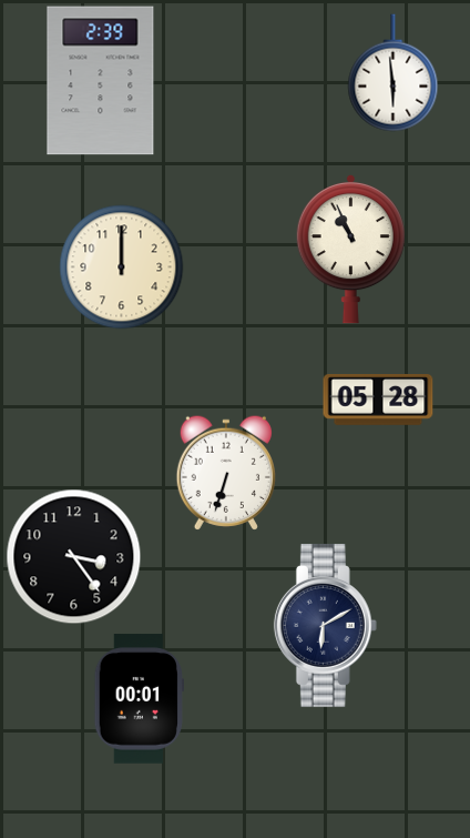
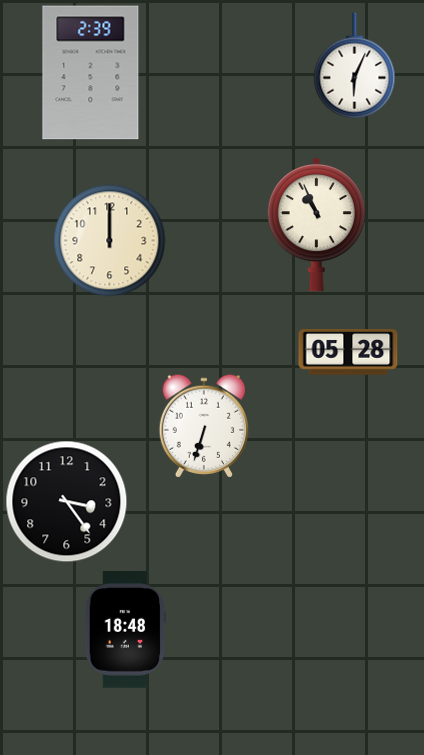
clock at (394, 73): 5:59 -> 6:04
clock at (378, 400) position: (378, 400) -> (348, 352)
clock at (325, 625): 6:10 -> none
clock at (139, 699): 00:01 -> 18:48
